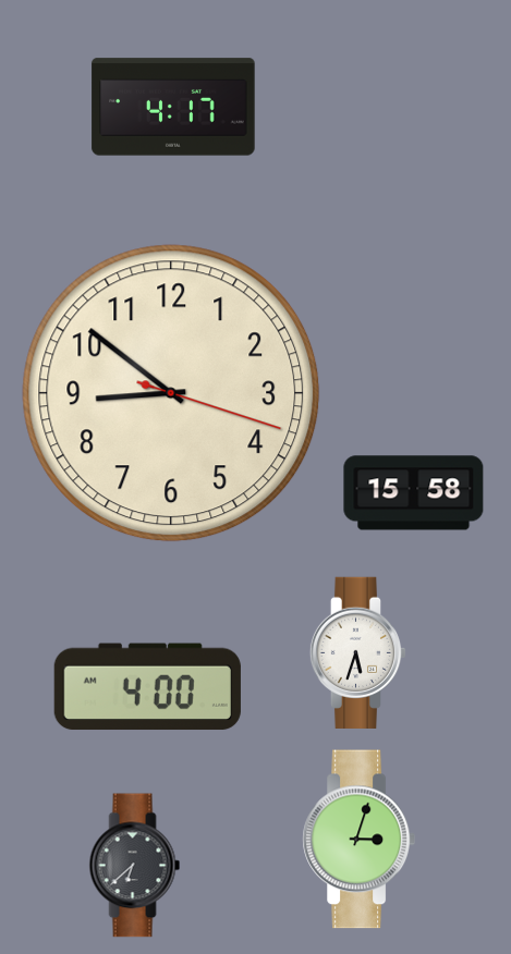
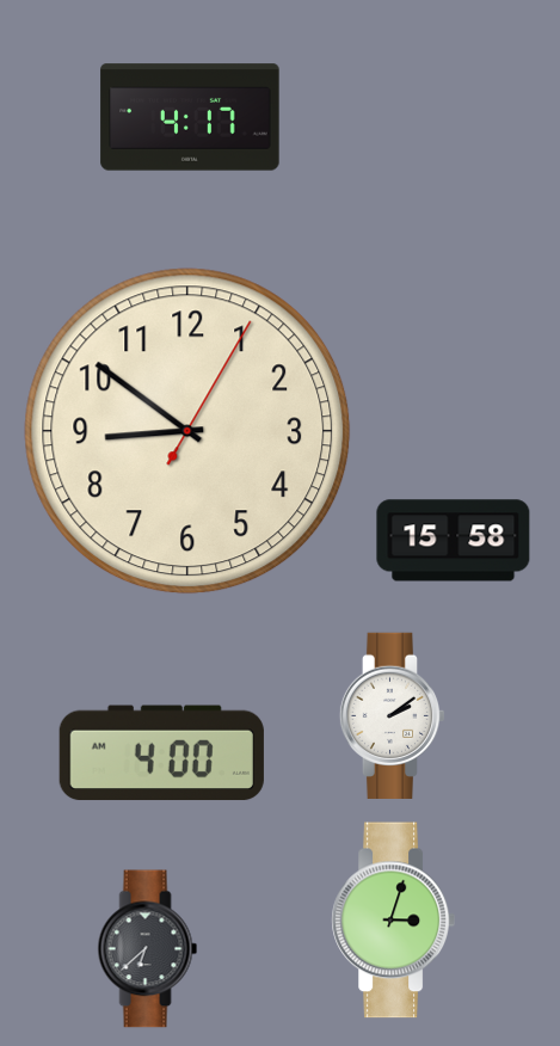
clock at (171, 393): 8:51:18 -> 8:51:05
clock at (358, 652): 5:33 -> 2:09
